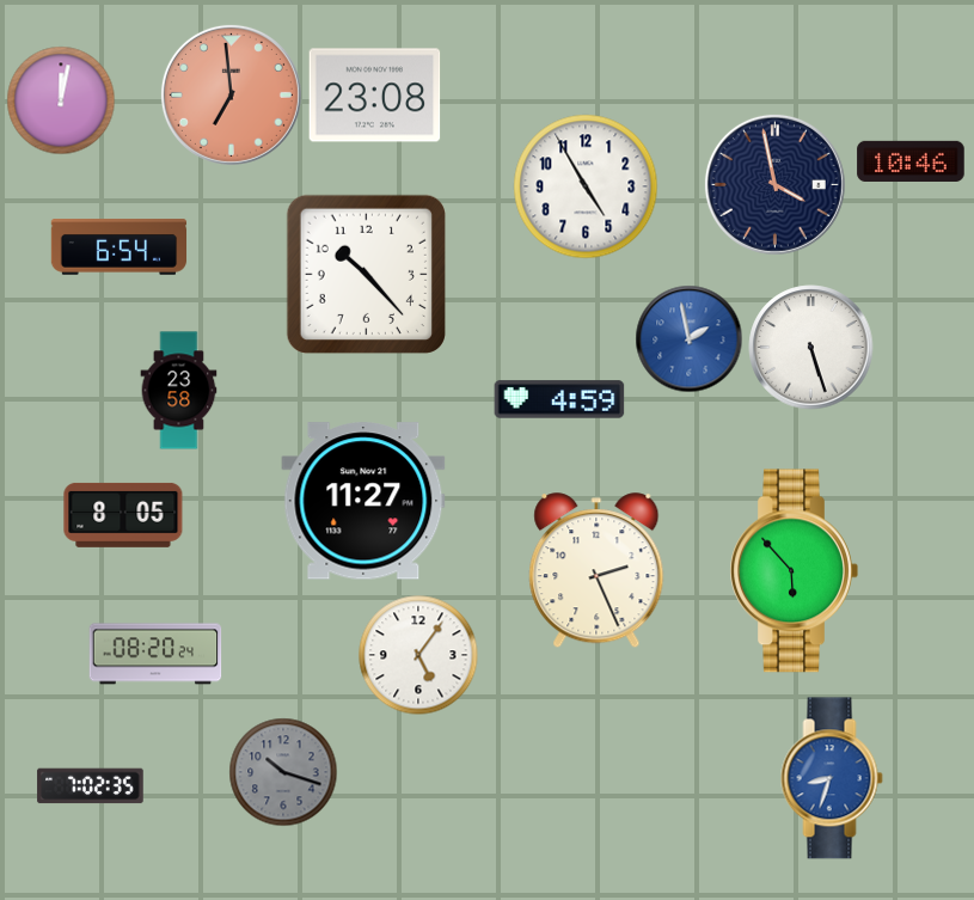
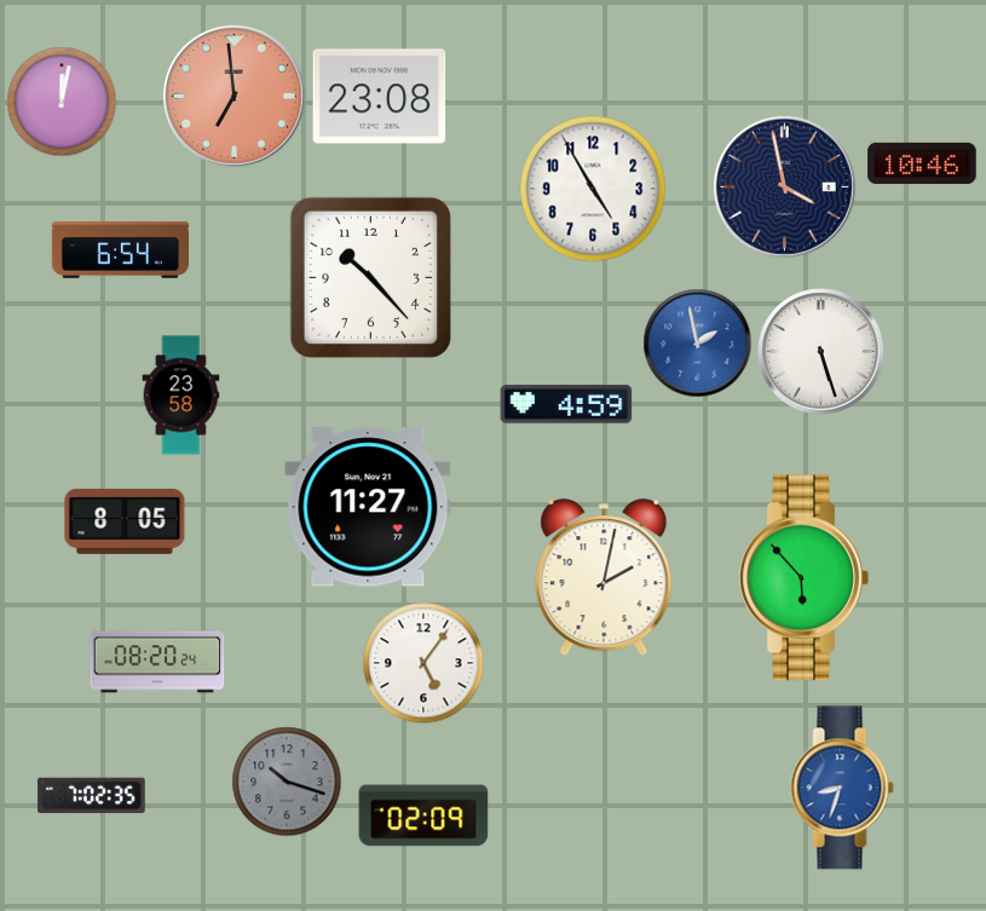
clock at (596, 571): 2:26 -> 2:02
clock at (423, 815): none -> 02:09
